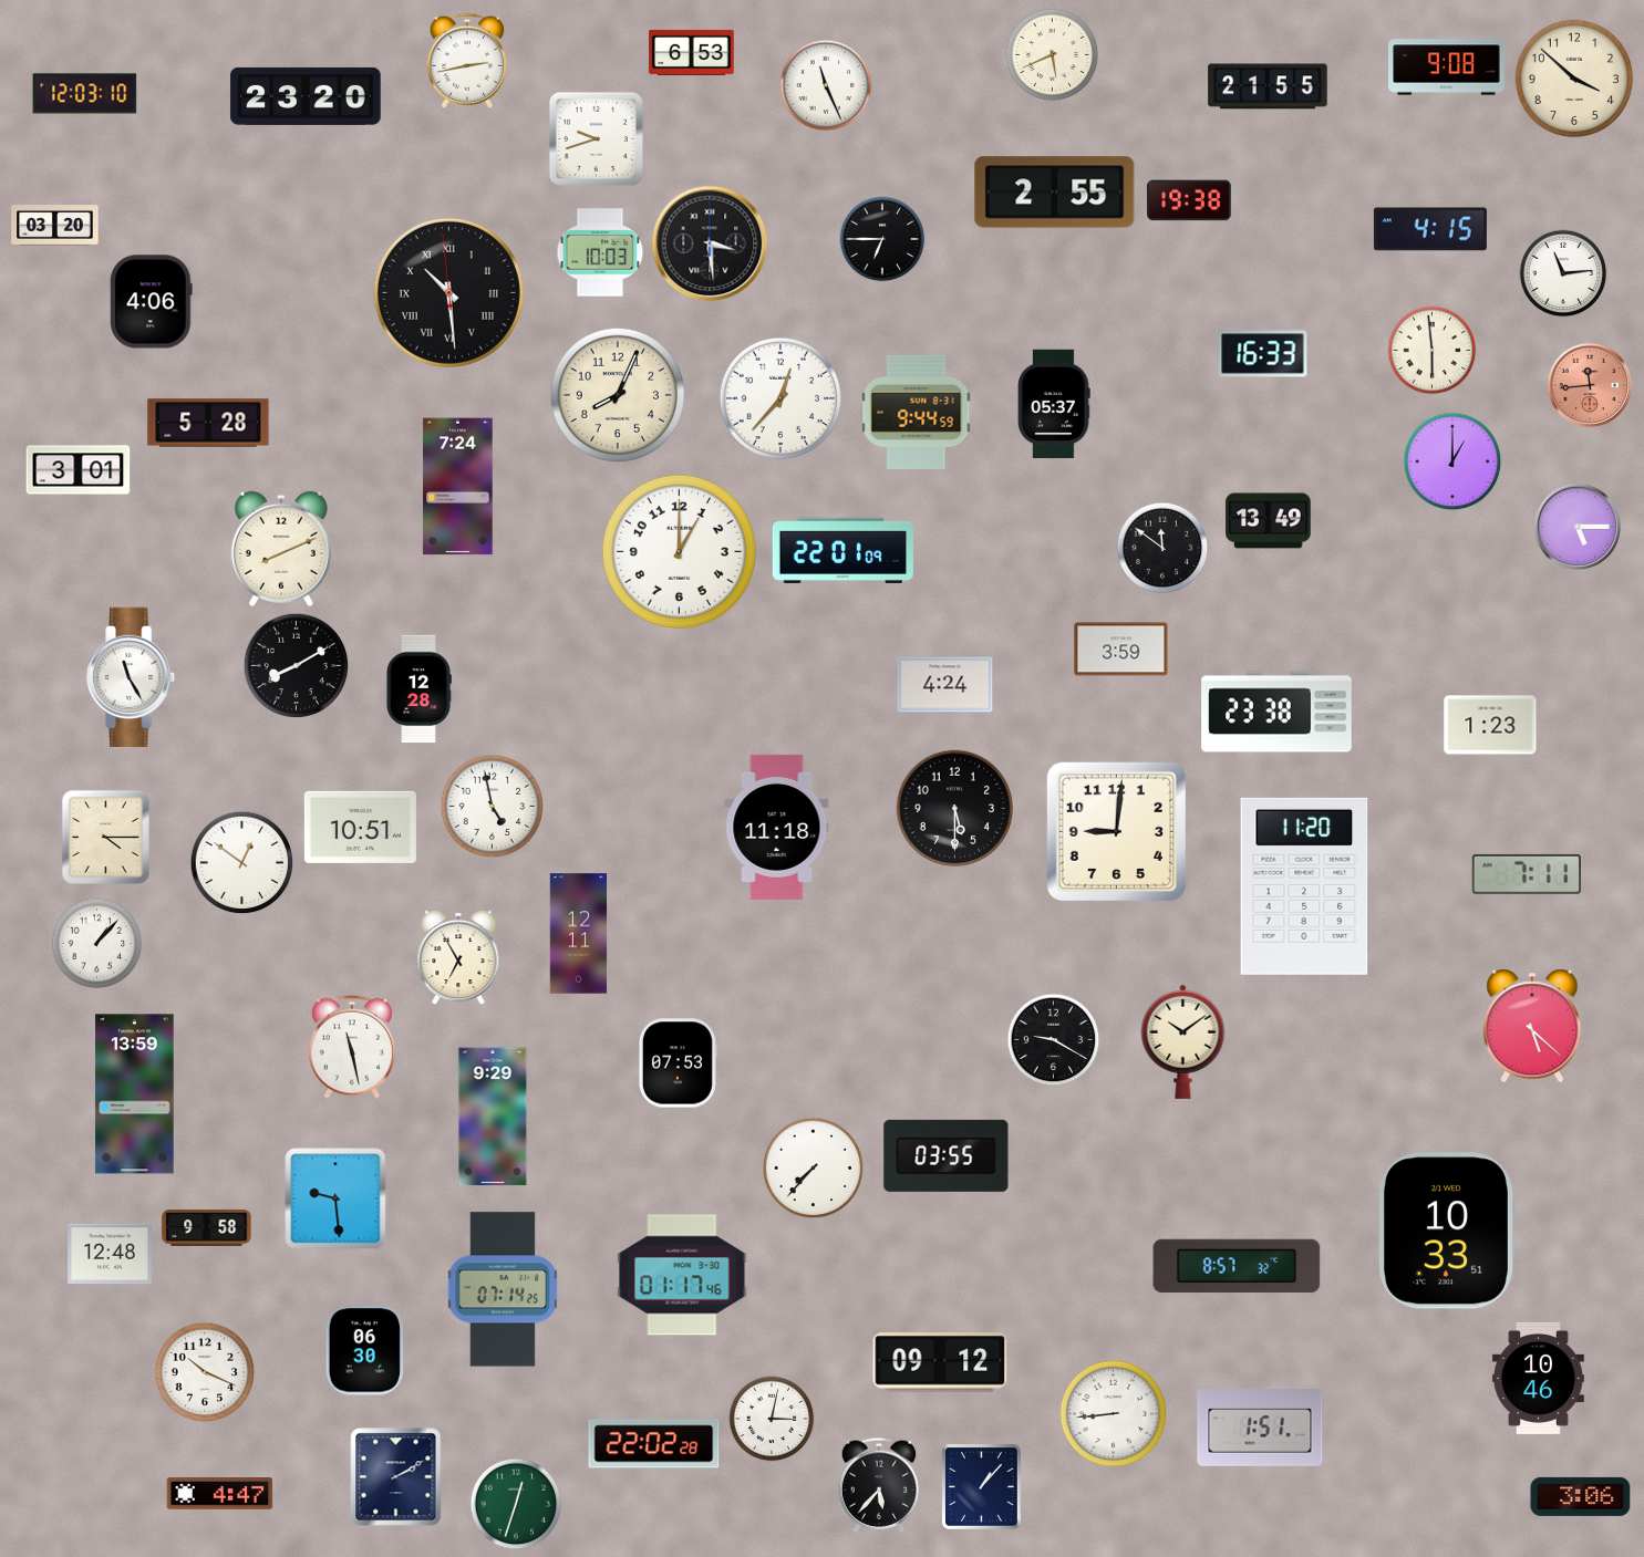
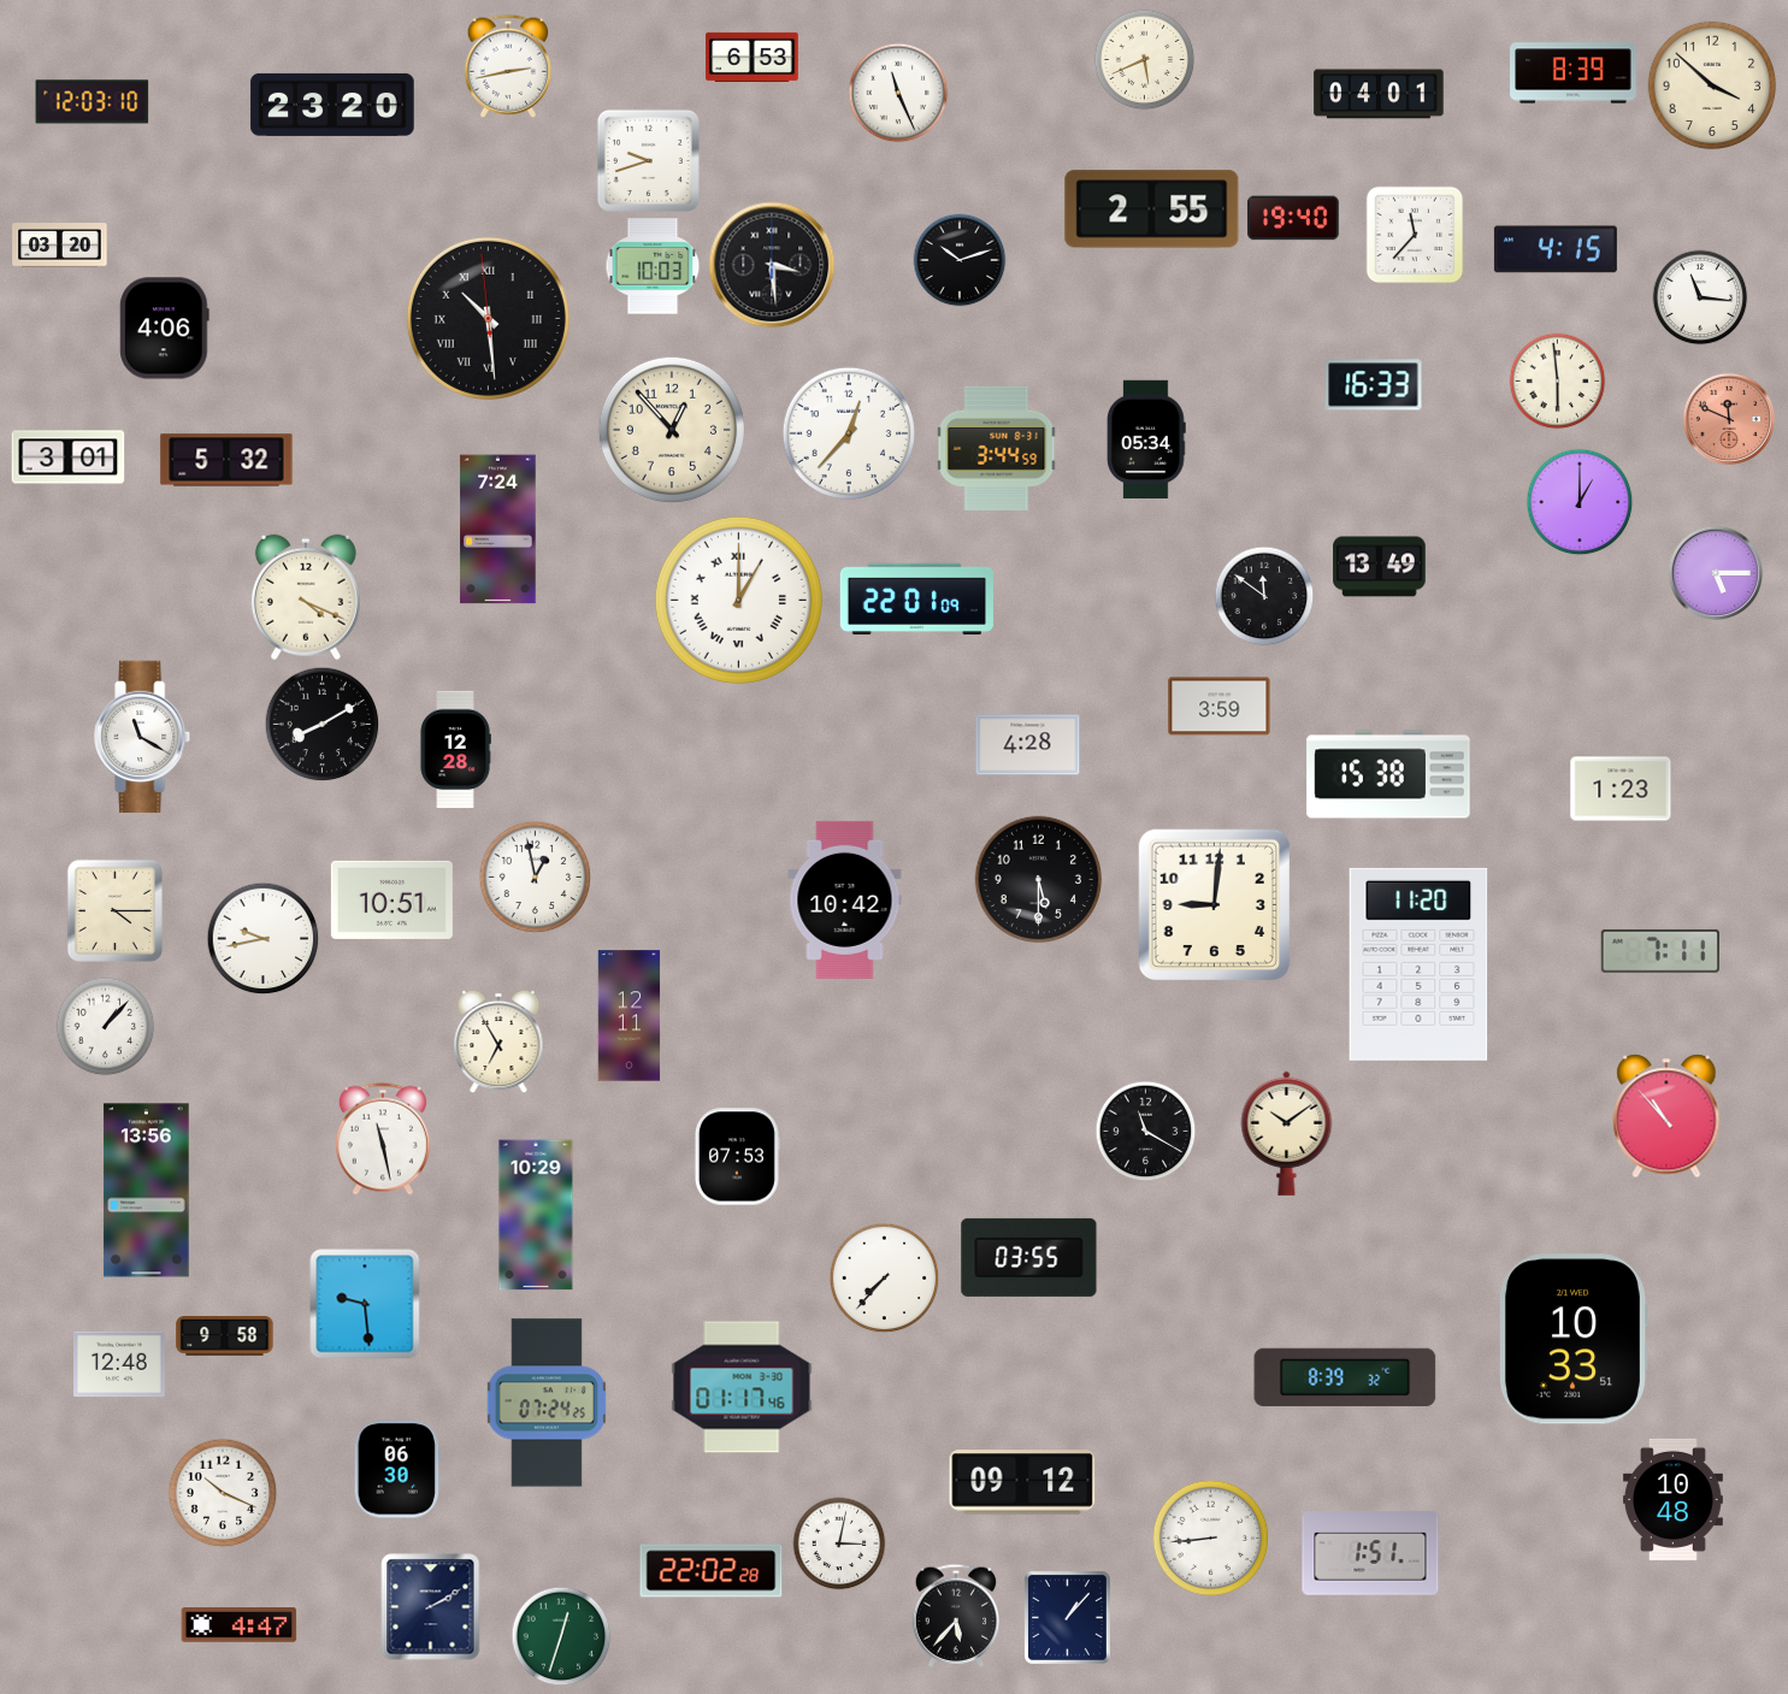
clock at (1447, 68): 9:08 -> 8:39
clock at (1268, 86): 21:55 -> 04:01
clock at (596, 138) position: (596, 138) -> (648, 160)
clock at (1055, 193) position: (1055, 193) -> (1152, 209)
clock at (1189, 200): 19:38 -> 19:40
clock at (1415, 235): none -> 11:37
clock at (882, 239): 6:45 -> 10:12
clock at (600, 252) position: (600, 252) -> (653, 266)
clock at (1563, 273): 11:14 -> 11:16
clock at (1589, 384): 11:44 -> 11:49
clock at (618, 395): 8:04 -> 12:53
clock at (1054, 403): 05:37 -> 05:34
clock at (917, 412): 9:44 -> 3:44
clock at (208, 423): 5:28 -> 5:32
clock at (79, 470) position: (79, 470) -> (69, 458)
clock at (281, 549): 8:11 -> 4:19
clock at (679, 551) numerals: Arabic -> Roman
clock at (132, 676): 11:25 -> 11:20
clock at (945, 685): 4:24 -> 4:28
clock at (1276, 712): 23:38 -> 15:38
clock at (493, 807): 4:58 -> 12:58
clock at (777, 827): 11:18 -> 10:42
clock at (242, 863): 12:51 -> 9:43
clock at (1532, 1026): 5:22 -> 10:53
clock at (1054, 1040): 9:20 -> 11:20
clock at (135, 1094): 13:59 -> 13:56
clock at (493, 1117): 9:29 -> 10:29
clock at (814, 1169) position: (814, 1169) -> (885, 1279)
clock at (1237, 1265): 8:57 -> 8:39
clock at (503, 1289): 07:14 -> 07:24
clock at (1538, 1378): 10:46 -> 10:48
clock at (1581, 1496): 3:06 -> none
